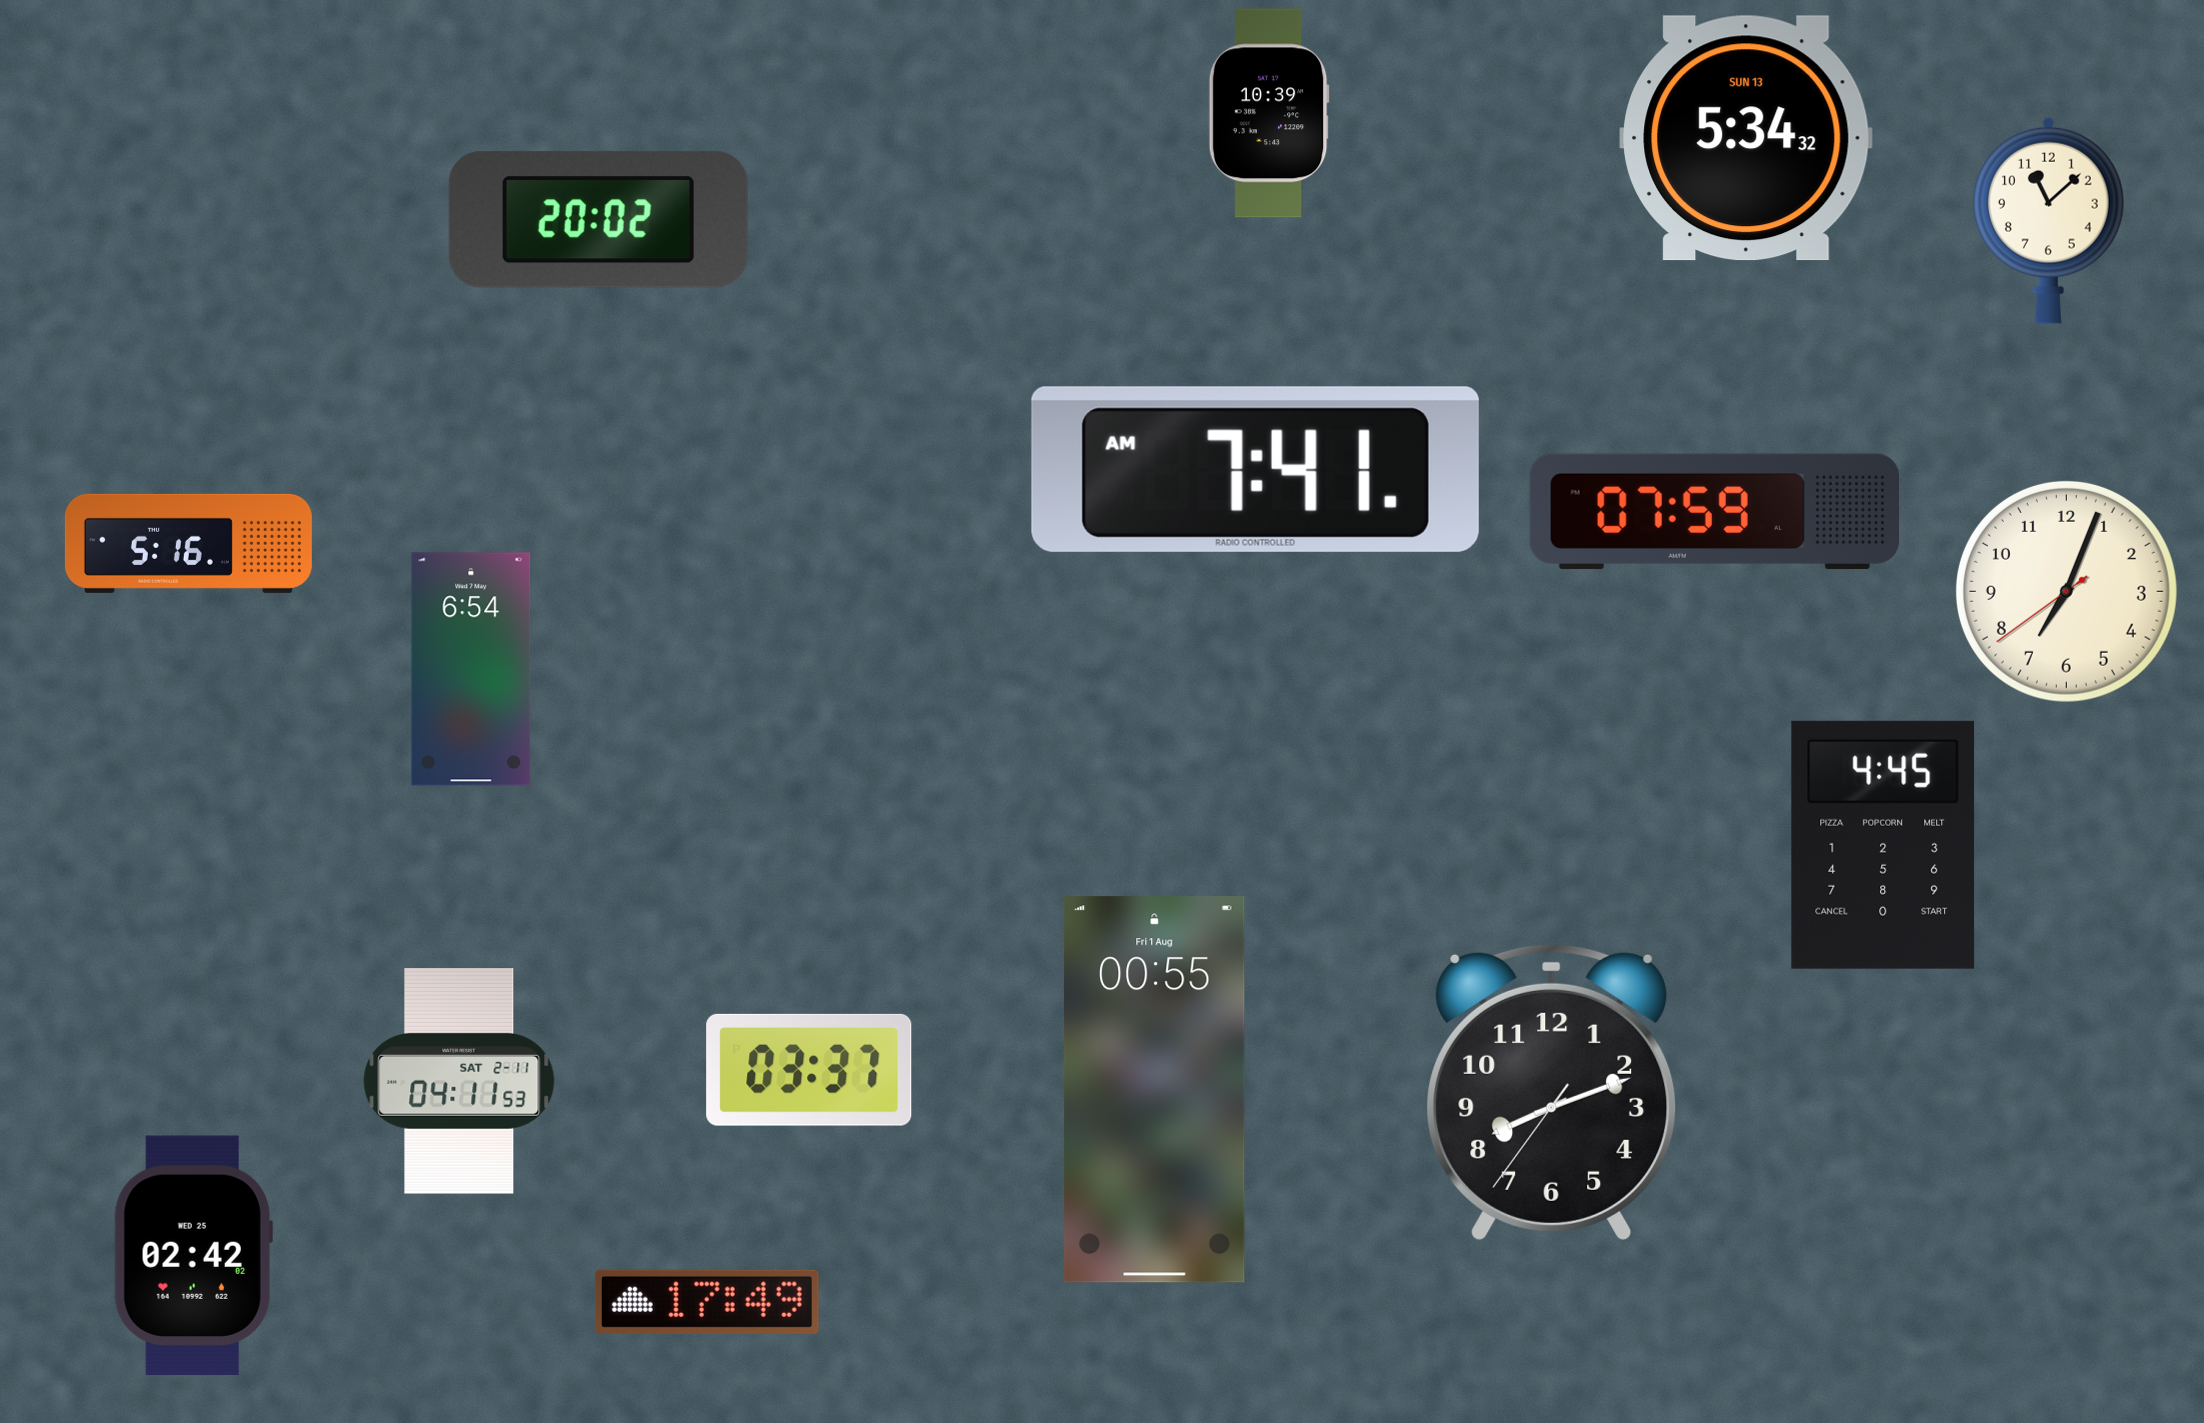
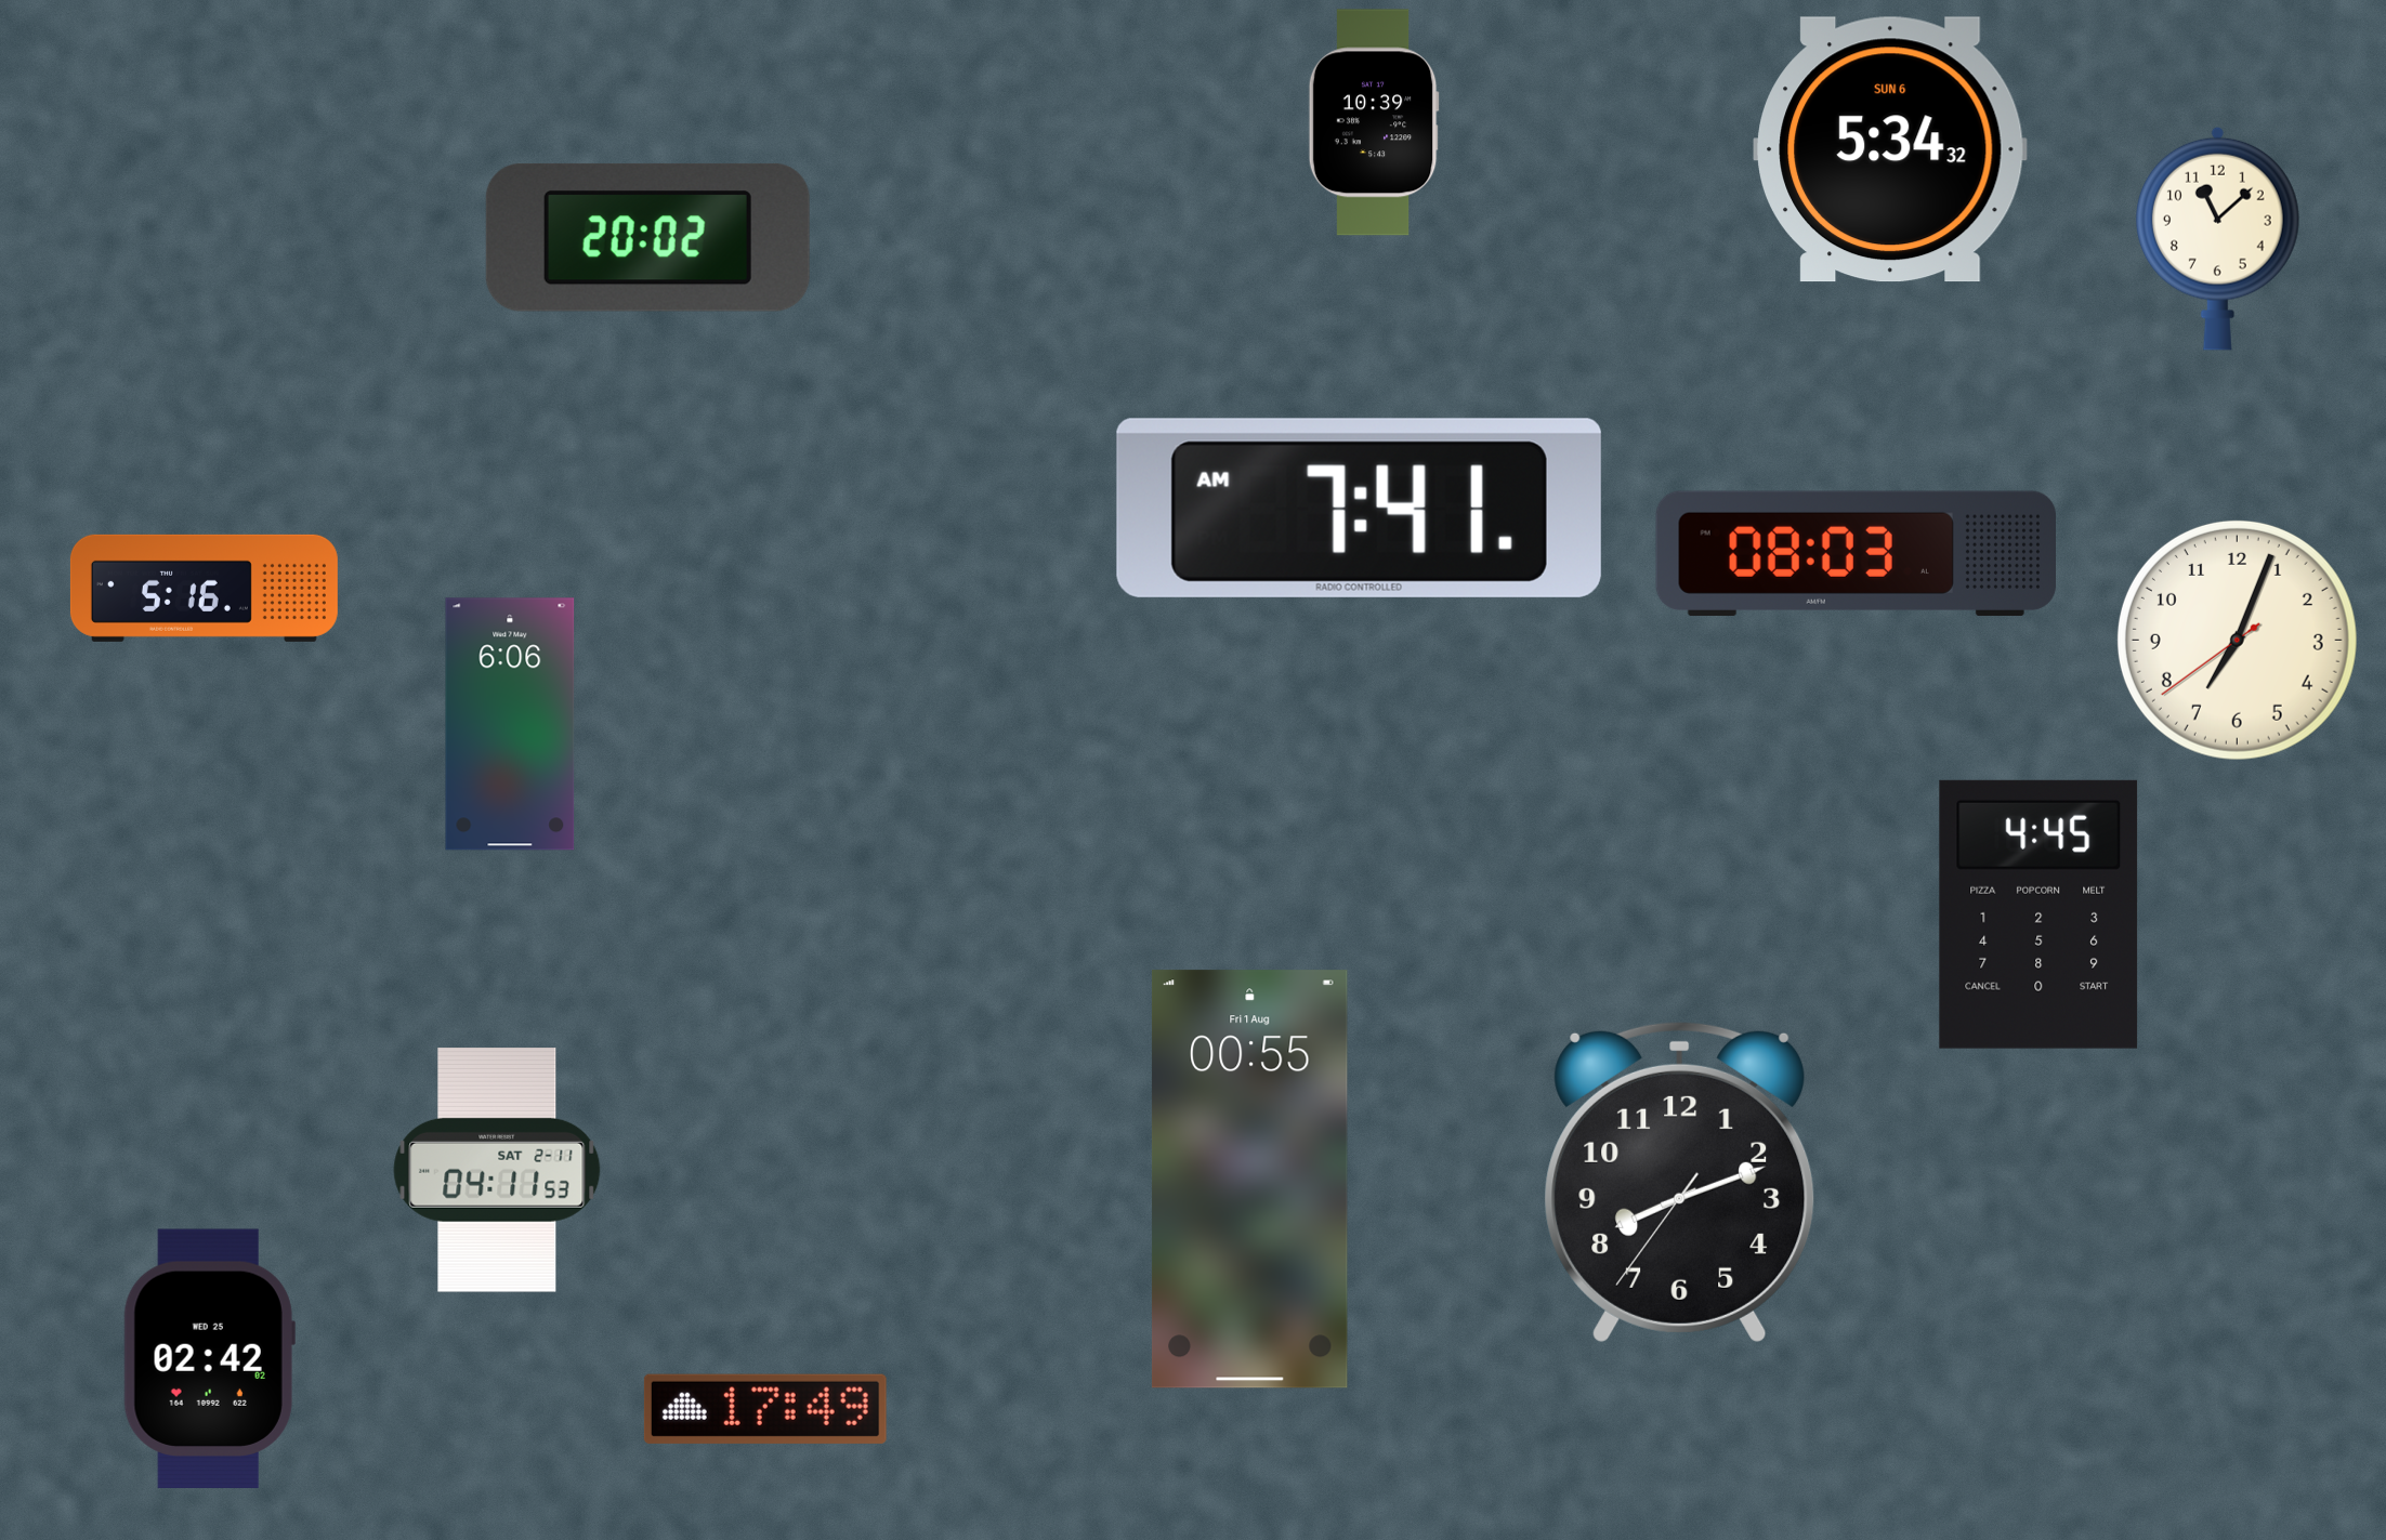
clock at (1746, 138) date: SUN 13 -> SUN 6
clock at (1714, 511): 07:59 -> 08:03
clock at (471, 669): 6:54 -> 6:06
clock at (809, 1070): 03:37 -> none
